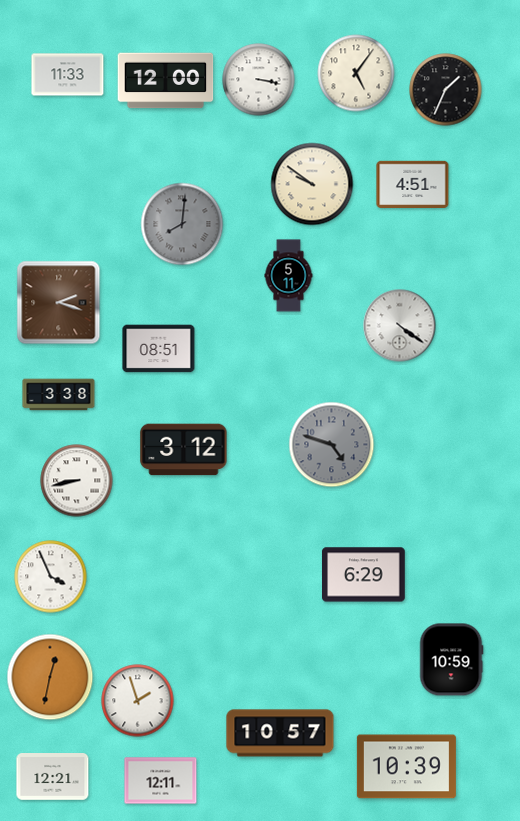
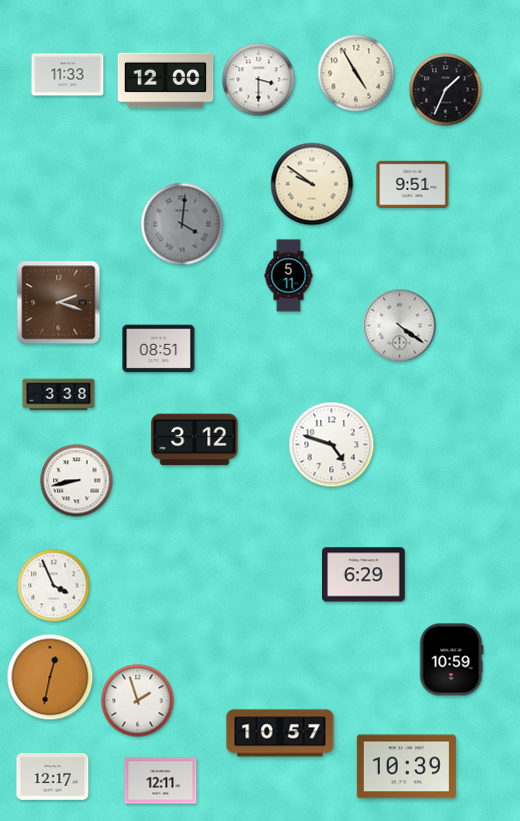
clock at (356, 73): 5:06 -> 4:55
clock at (259, 80): 3:17 -> 3:30
clock at (413, 185): 4:51 -> 9:51
clock at (182, 224): 8:01 -> 4:01
clock at (332, 445) dial: grey -> white
clock at (184, 450) position: (184, 450) -> (195, 440)
clock at (51, 577) position: (51, 577) -> (54, 586)
clock at (53, 777): 12:21 -> 12:17
